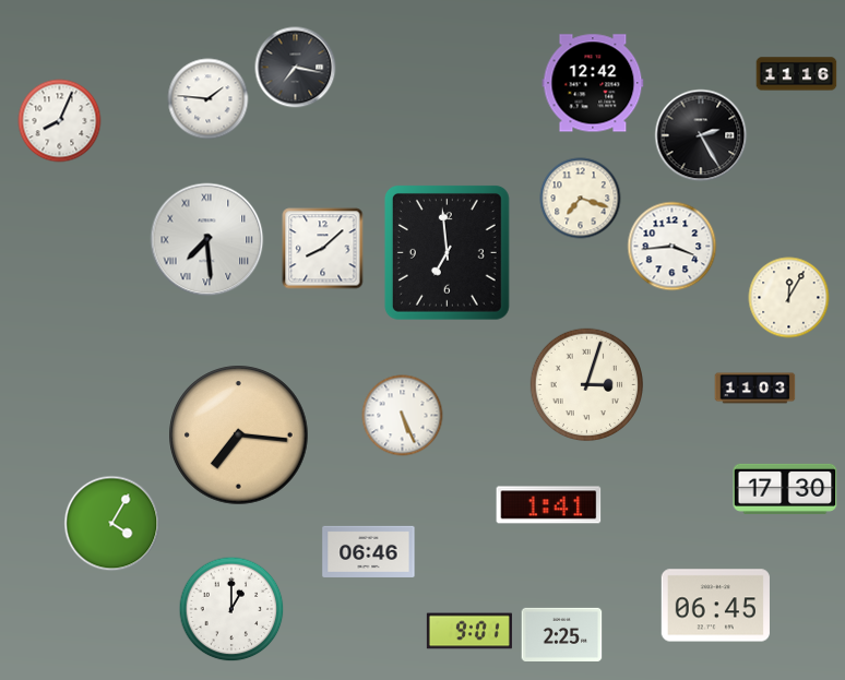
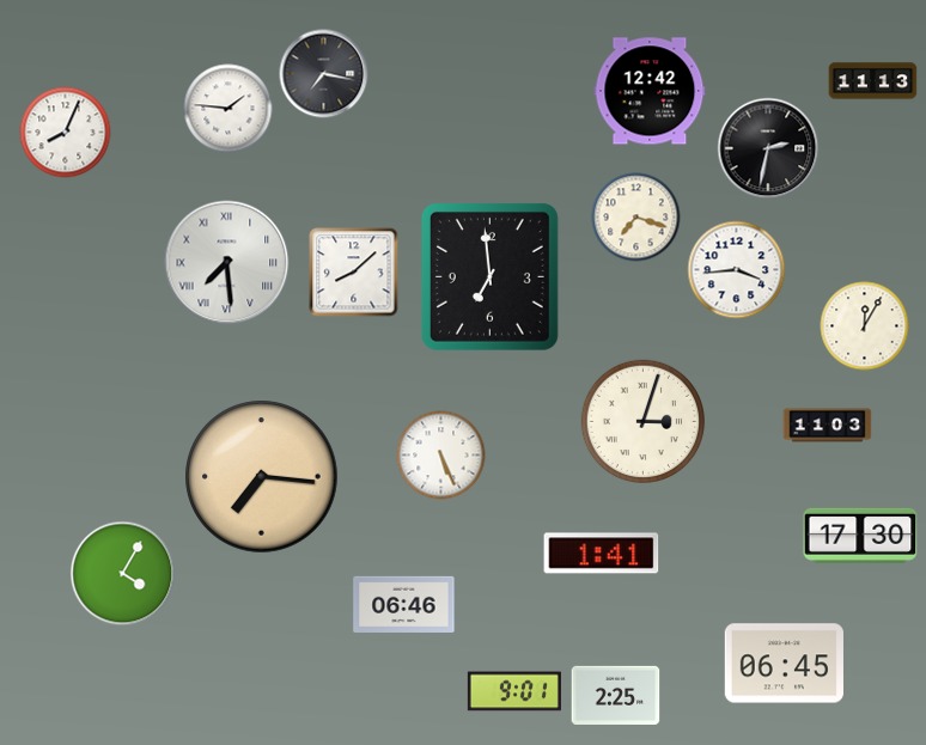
clock at (797, 74): 11:16 -> 11:13
clock at (701, 135): 2:25 -> 2:32
clock at (231, 609): 1:00 -> none
